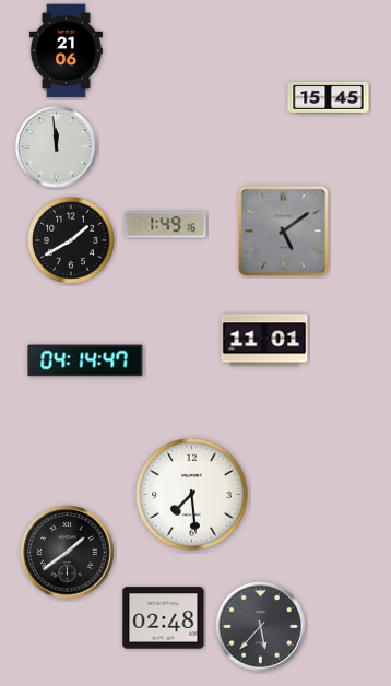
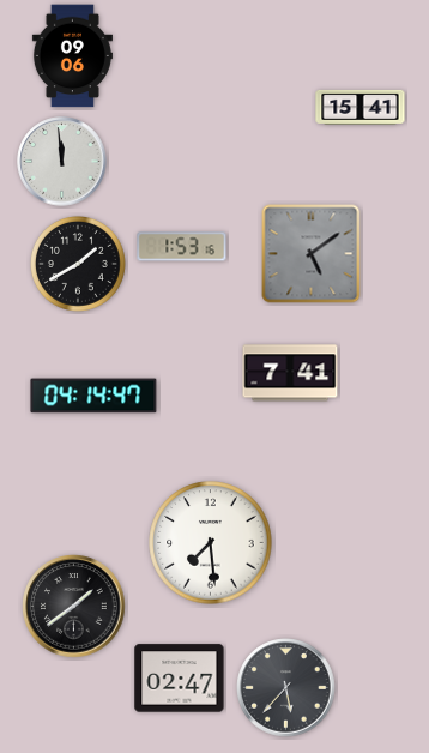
clock at (66, 51): 21:06 -> 09:06
clock at (329, 97): 15:45 -> 15:41
clock at (166, 225): 1:49 -> 1:53
clock at (264, 340): 11:01 -> 7:41
clock at (164, 618): 02:48 -> 02:47
